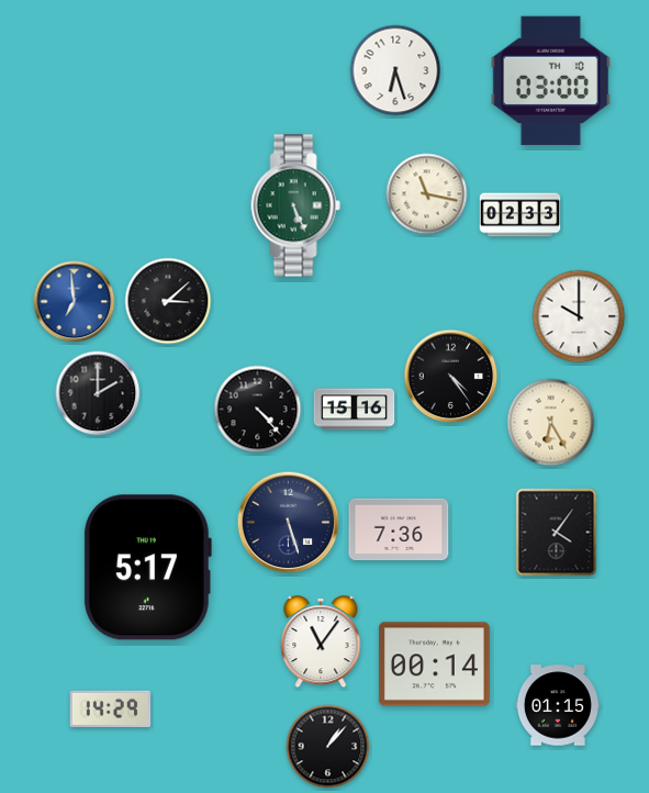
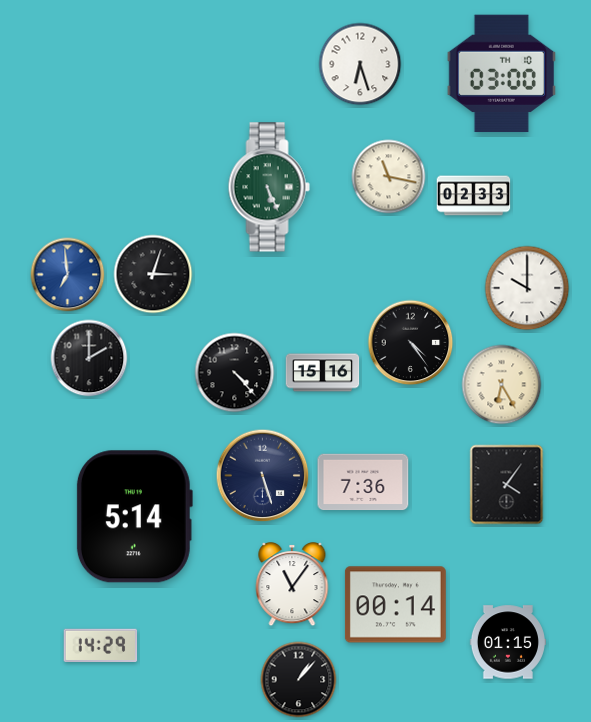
clock at (168, 301): 3:08 -> 3:03
clock at (147, 568): 5:17 -> 5:14
